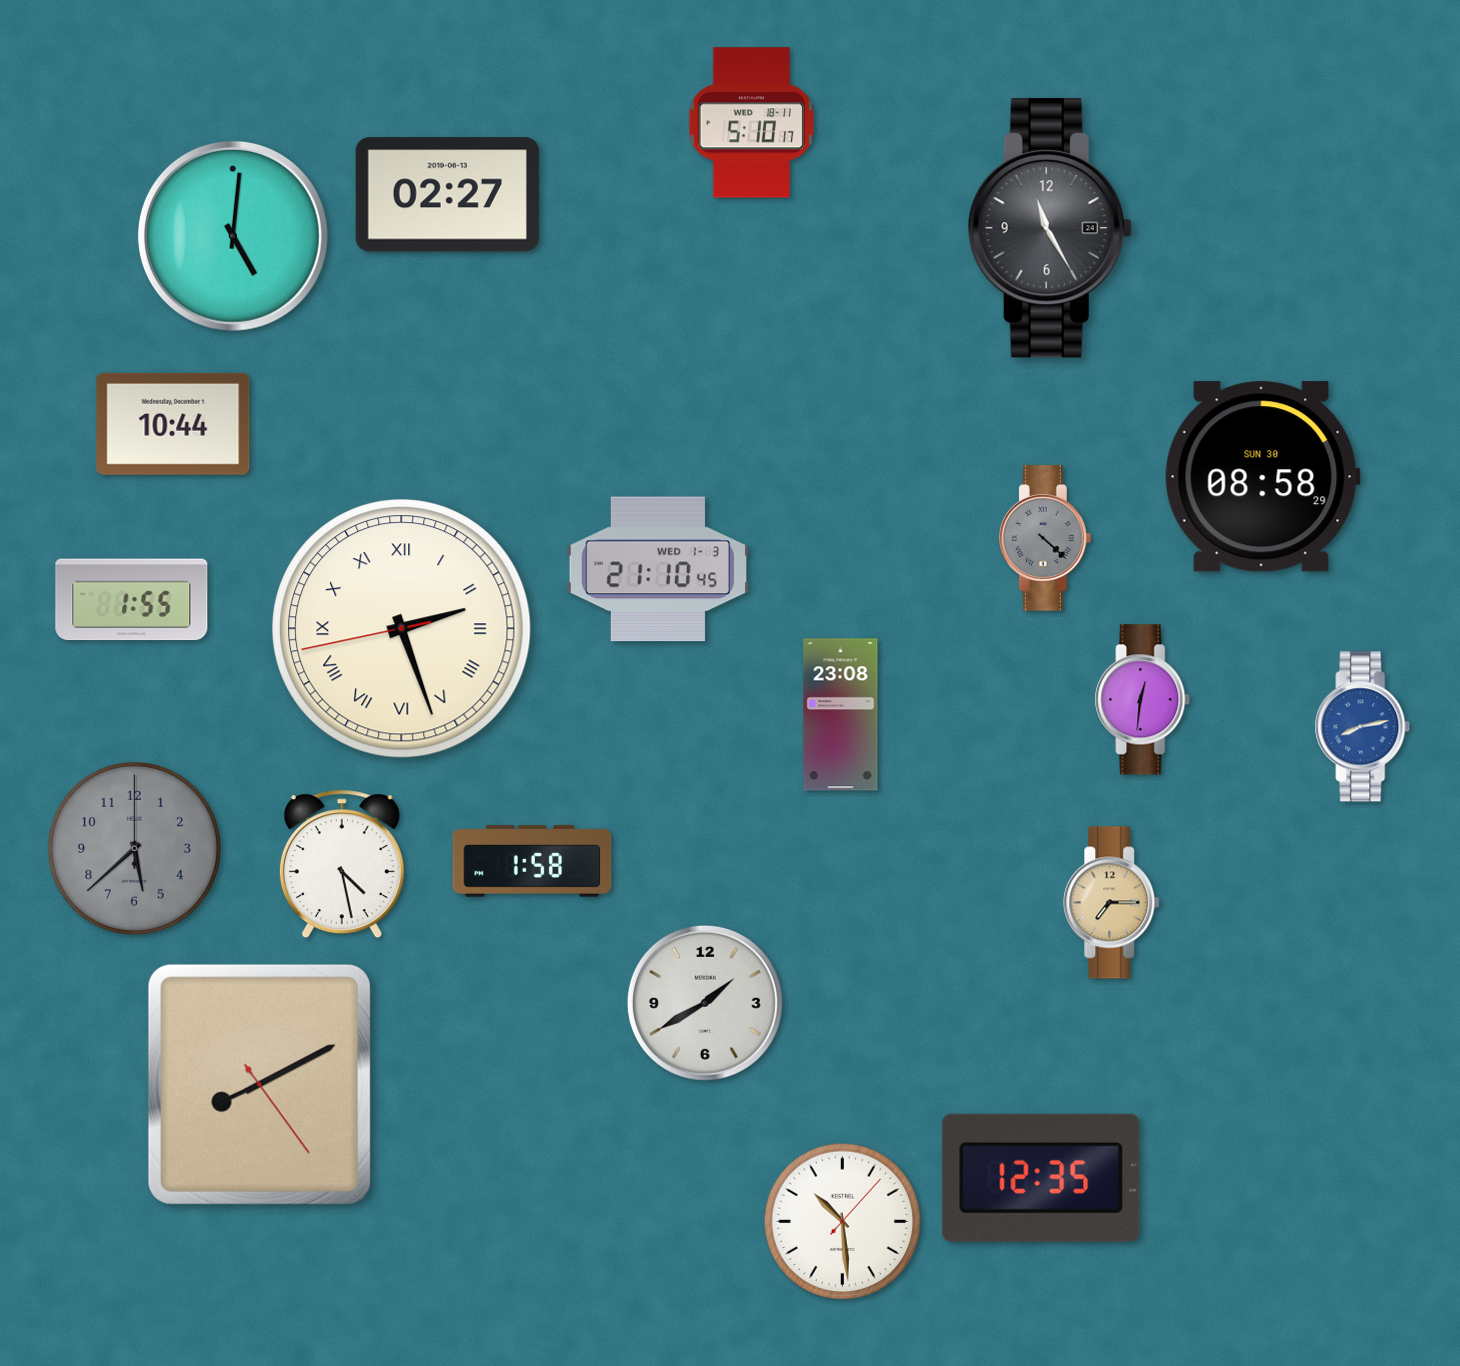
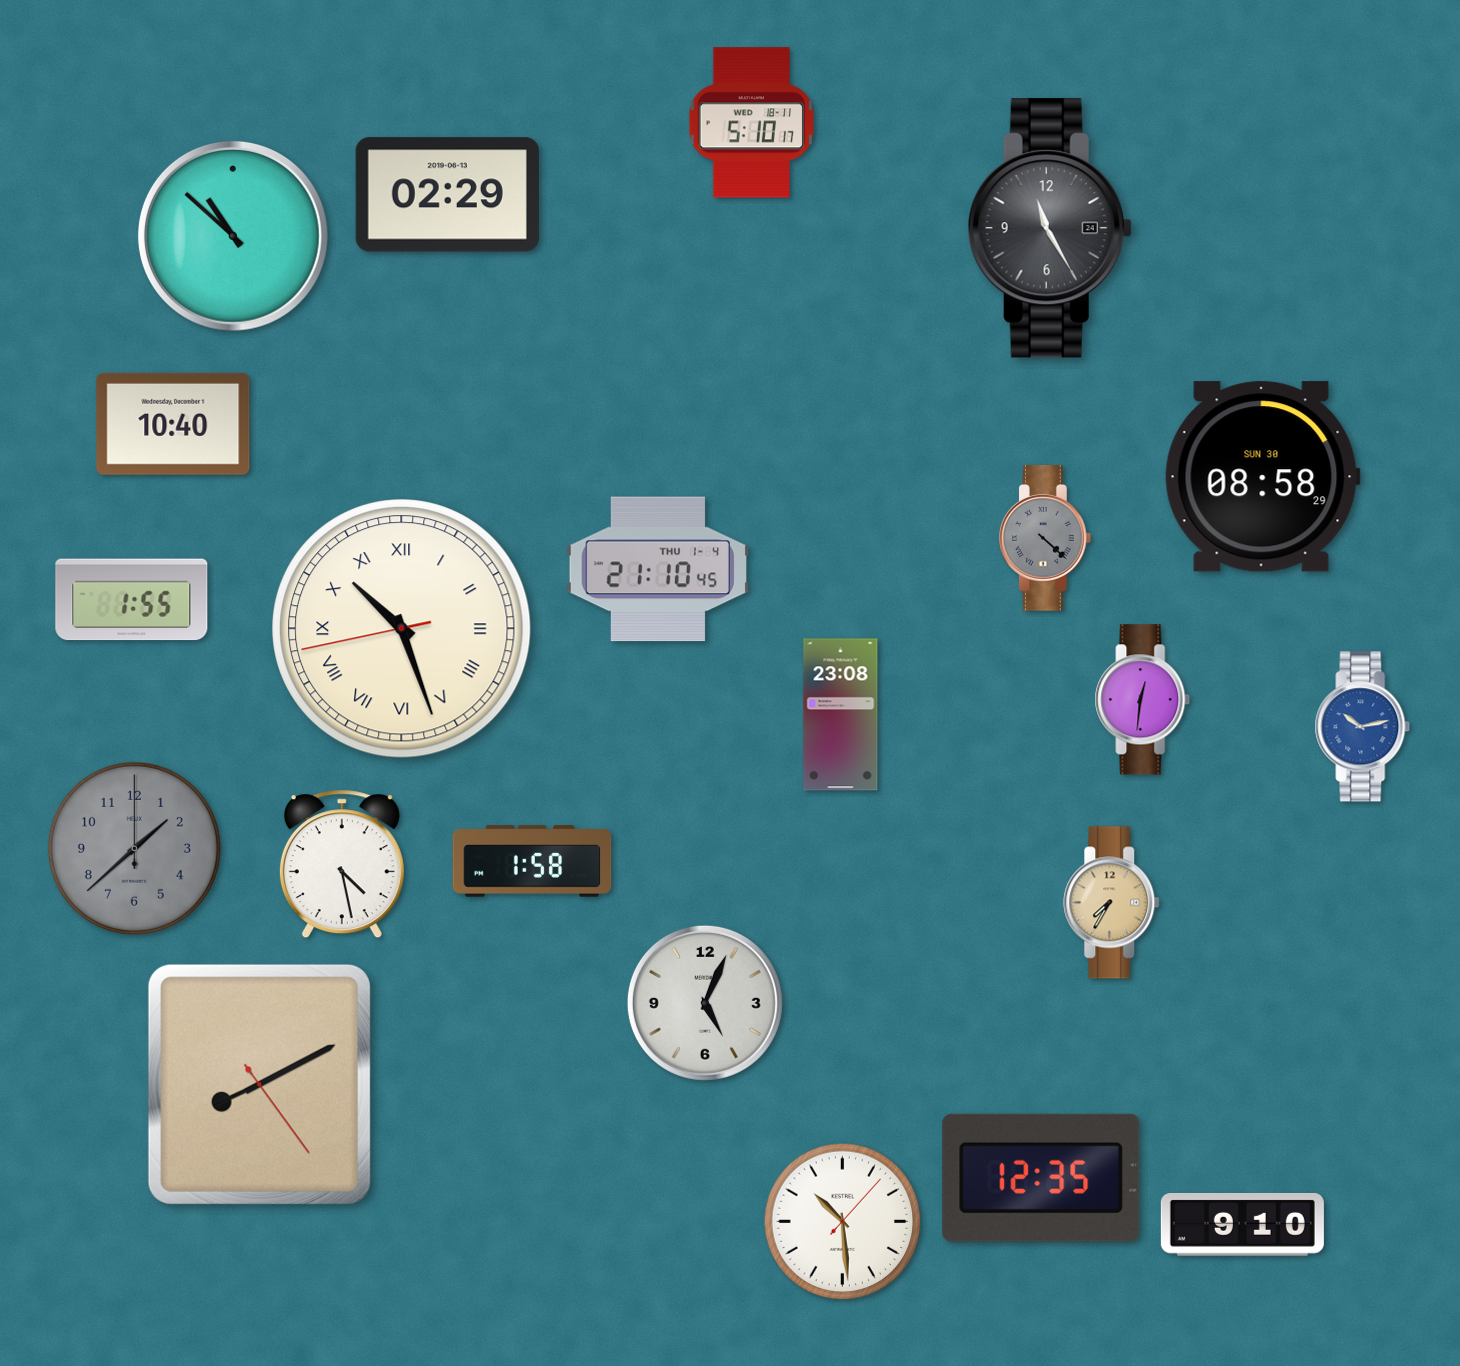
clock at (447, 195): 02:27 -> 02:29
clock at (233, 236): 5:01 -> 10:52
clock at (173, 424): 10:44 -> 10:40
clock at (658, 569) date: WED 1-3 -> THU 1-4
clock at (402, 629): 2:26 -> 10:26
clock at (1363, 727): 8:13 -> 10:13
clock at (134, 848): 5:38 -> 1:38
clock at (1112, 903): 7:15 -> 7:35
clock at (705, 1003): 1:40 -> 5:04
clock at (1242, 1224): none -> 9:10
